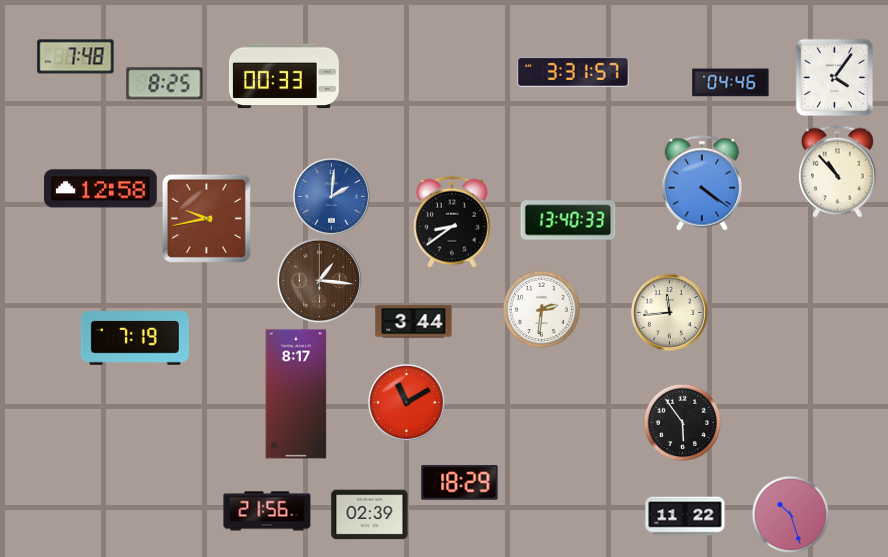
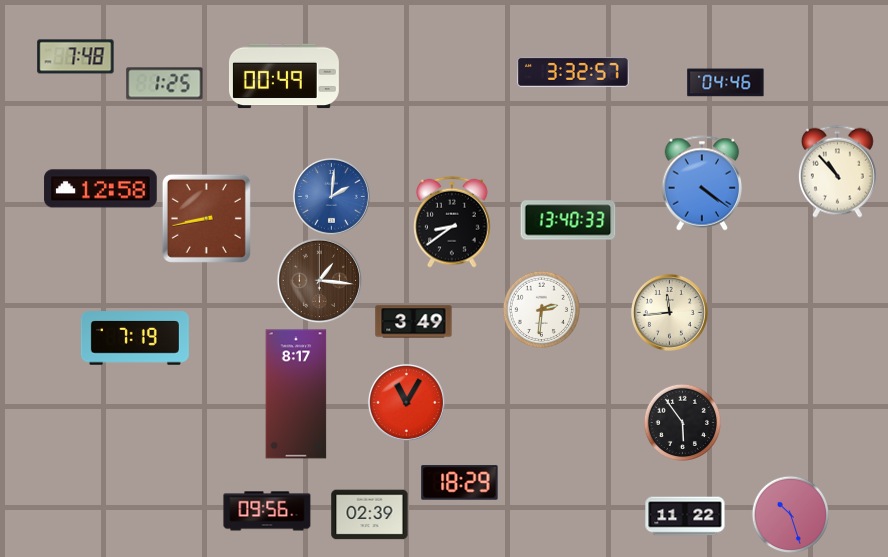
clock at (573, 72): 3:31 -> 3:32
clock at (284, 76): 00:33 -> 00:49
clock at (834, 77): 4:06 -> none
clock at (731, 83) position: (731, 83) -> (726, 83)
clock at (165, 84): 8:25 -> 1:25
clock at (206, 218): 9:43 -> 8:43
clock at (414, 322): 3:44 -> 3:49
clock at (406, 402): 11:10 -> 11:05
clock at (267, 511): 21:56 -> 09:56
